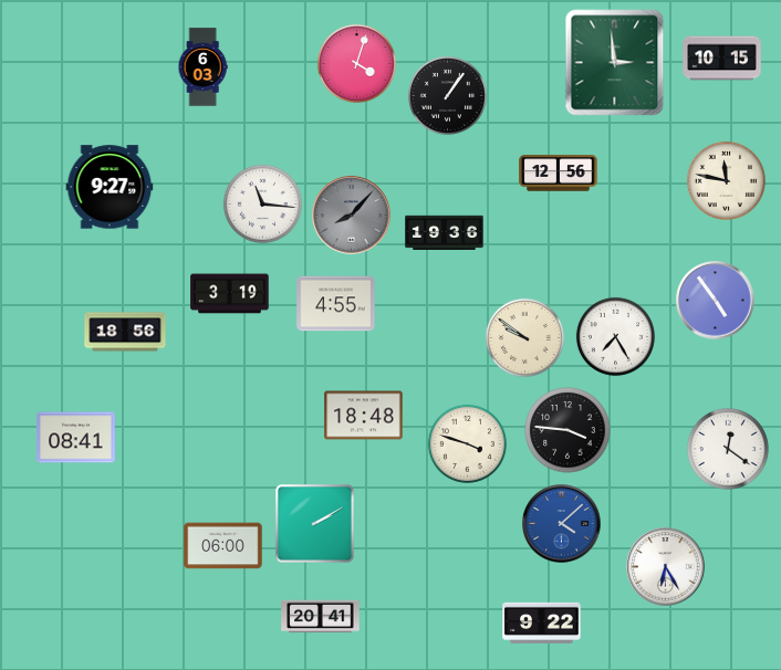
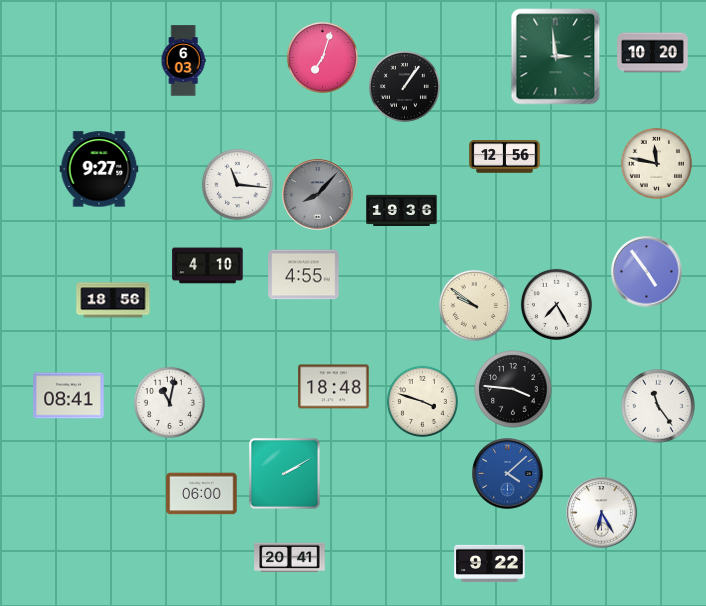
clock at (722, 59): 10:15 -> 10:20
clock at (356, 63): 4:03 -> 7:03
clock at (230, 294): 3:19 -> 4:10
clock at (364, 416) position: (364, 416) -> (334, 387)
clock at (169, 402): none -> 11:02
clock at (729, 450): 12:21 -> 11:24
